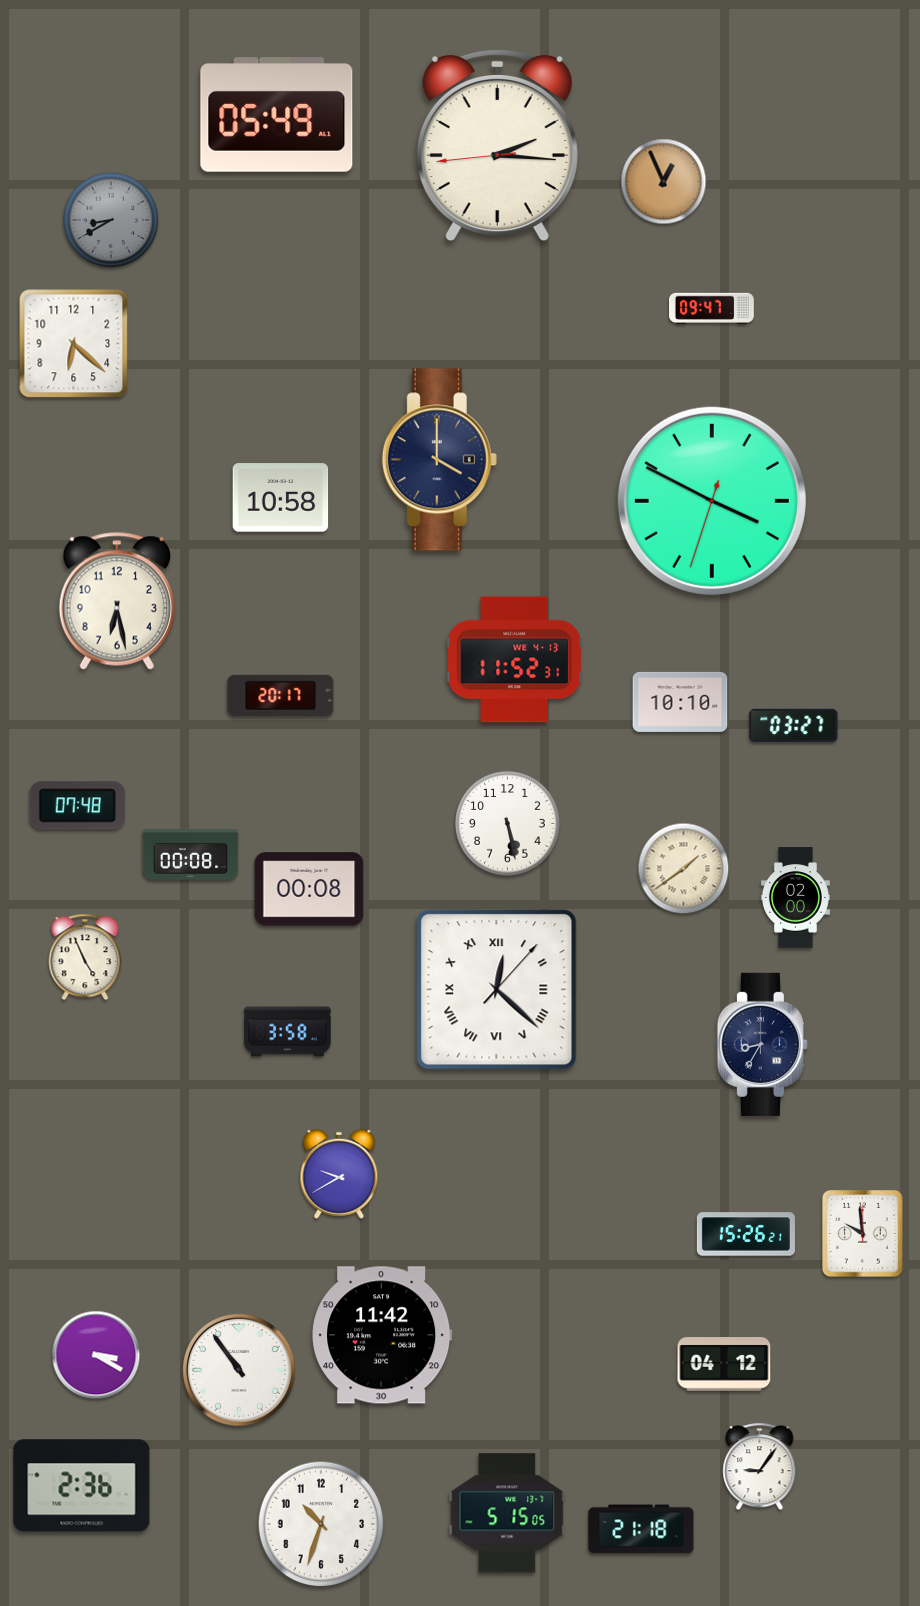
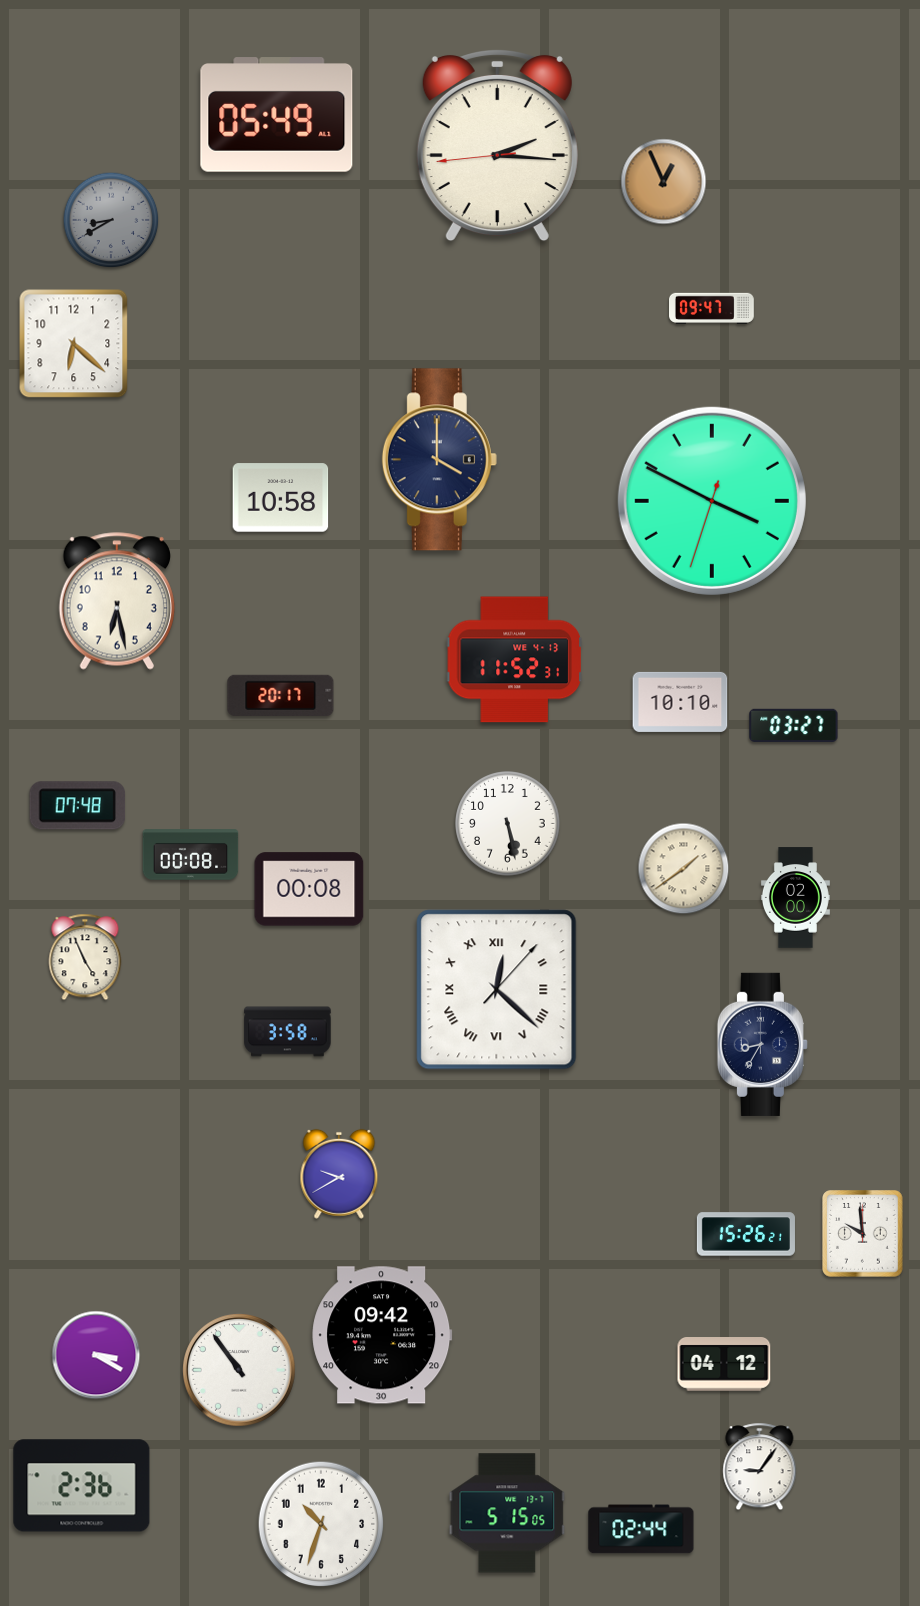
clock at (382, 1335): 11:42 -> 09:42
clock at (641, 1529): 21:18 -> 02:44
